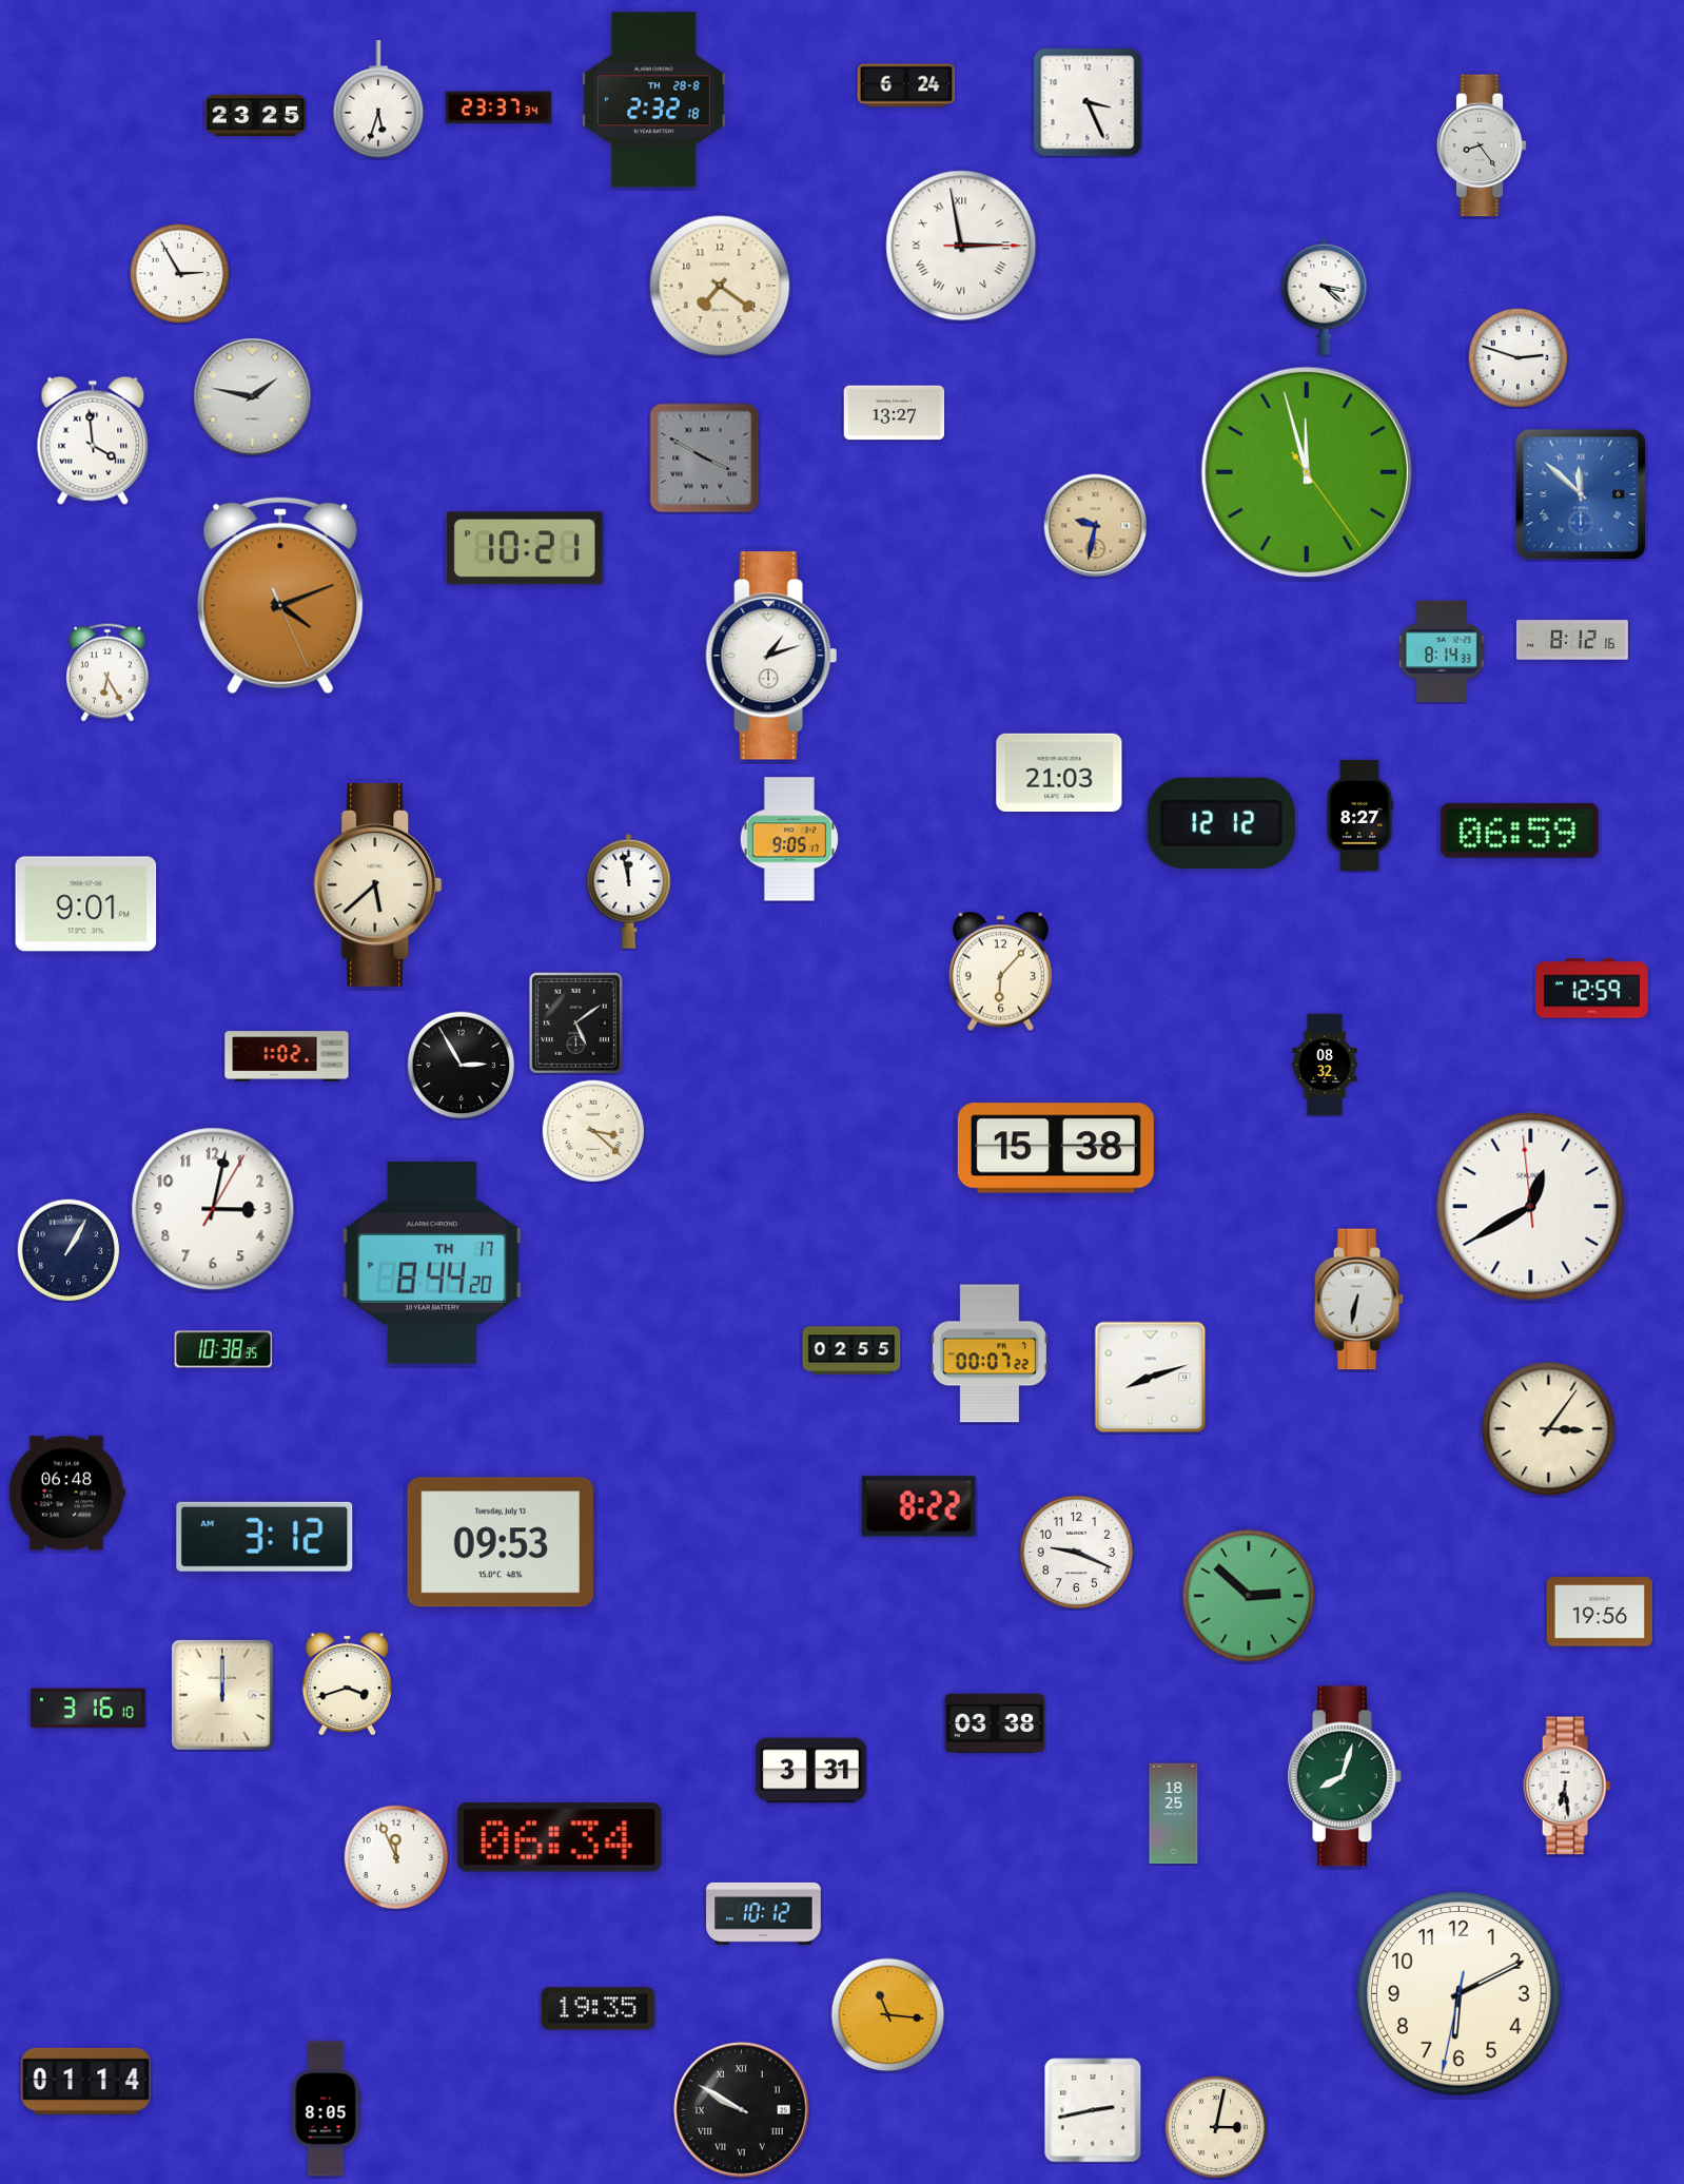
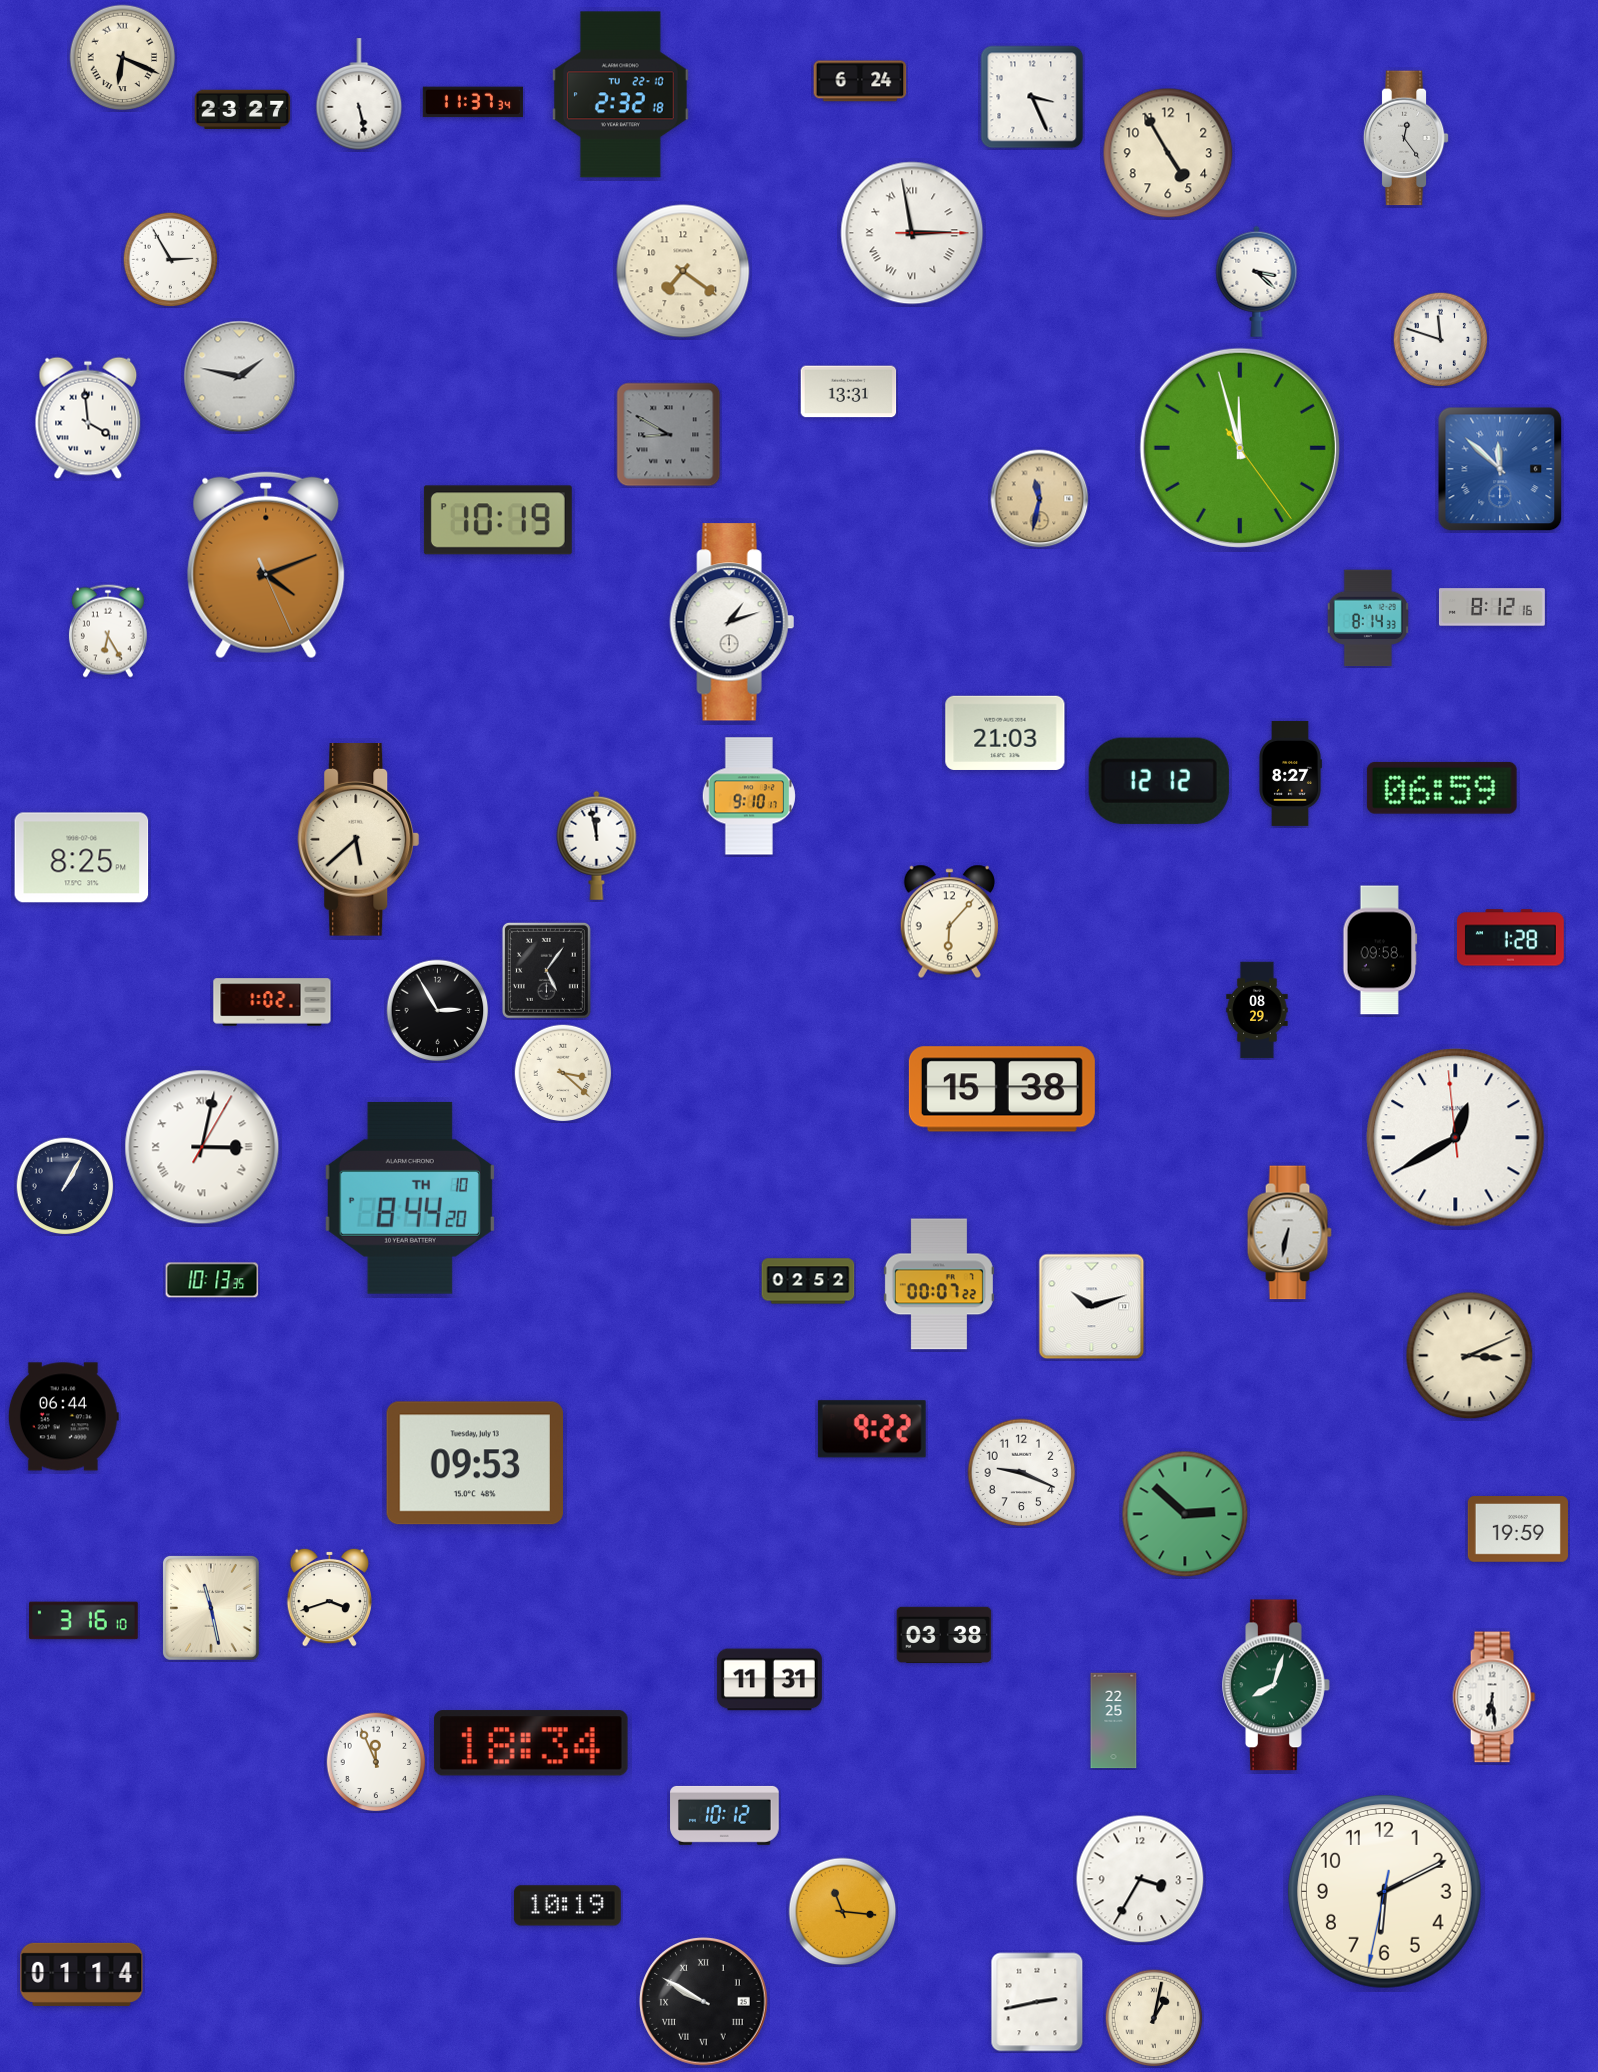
clock at (123, 58): none -> 6:19
clock at (378, 100): 5:33 -> 5:28
clock at (653, 100) date: TH 28-8 -> TU 22-10
clock at (498, 108): 23:37 -> 11:37
clock at (256, 115): 23:25 -> 23:27
clock at (1482, 145): 8:24 -> 12:24
clock at (1168, 153): none -> 4:55
clock at (1517, 357): 2:48 -> 11:48
clock at (895, 413): 13:27 -> 13:31
clock at (705, 459): 3:50 -> 8:50
clock at (1096, 526): 9:32 -> 11:32
clock at (525, 548): 10:21 -> 10:19
clock at (107, 672) position: (107, 672) -> (108, 631)
clock at (789, 839): 9:05 -> 9:10
clock at (86, 904): 9:01 -> 8:25
clock at (1591, 989): 12:59 -> 1:28
clock at (1380, 950): none -> 09:58
clock at (575, 1022): 5:09 -> 5:06
clock at (1325, 1065): 08:32 -> 08:29
clock at (1531, 1207) position: (1531, 1207) -> (1456, 1138)
clock at (213, 1209) numerals: Arabic -> Roman
clock at (432, 1263) date: TH 17 -> TH 10
clock at (223, 1349): 10:38 -> 10:13
clock at (851, 1350): 02:55 -> 02:52
clock at (1151, 1378): 8:12 -> 10:12
clock at (1549, 1429): 3:06 -> 3:11
clock at (66, 1494): 06:48 -> 06:44
clock at (919, 1506): 8:22 -> 9:22
clock at (265, 1537): 3:12 -> none
clock at (1600, 1613): 19:56 -> 19:59
clock at (222, 1695): 12:00 -> 11:28
clock at (810, 1771): 3:31 -> 11:31
clock at (1567, 1786) position: (1567, 1786) -> (1494, 1697)
clock at (1174, 1814): 18:25 -> 22:25
clock at (560, 1837): 06:34 -> 18:34
clock at (1140, 1879): none -> 3:35
clock at (598, 2009): 19:35 -> 10:19
clock at (326, 2109): 8:05 -> none
clock at (1216, 2127): 3:02 -> 1:02
